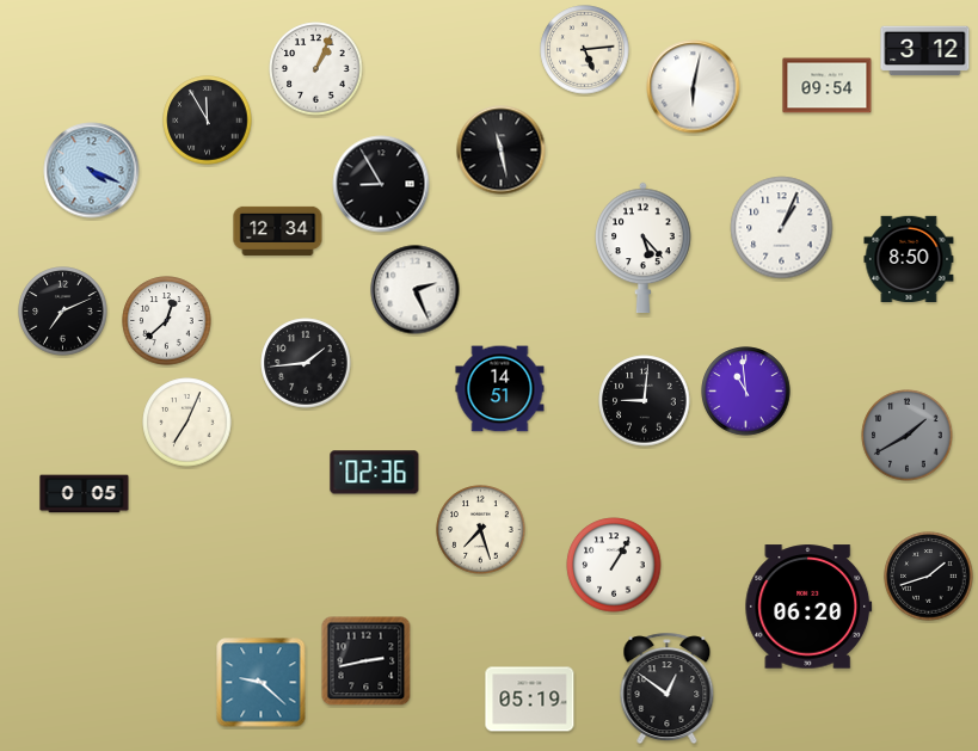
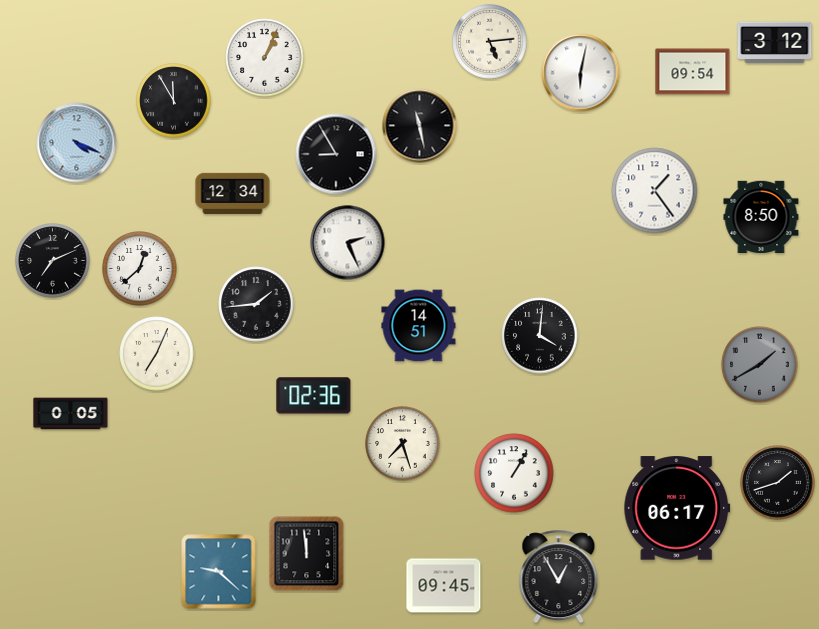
clock at (381, 184) position: (381, 184) -> (336, 154)
clock at (782, 228): 1:04 -> 1:24
clock at (644, 247): 5:23 -> none
clock at (746, 392): 10:59 -> none
clock at (645, 401): 9:01 -> 4:01
clock at (808, 607): 06:20 -> 06:17
clock at (367, 661): 2:43 -> 11:59
clock at (668, 689): 12:51 -> 12:55
clock at (530, 700): 05:19 -> 09:45
